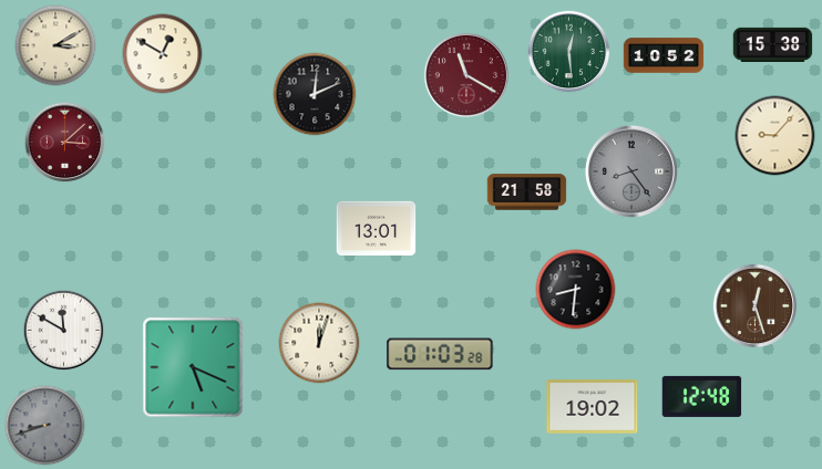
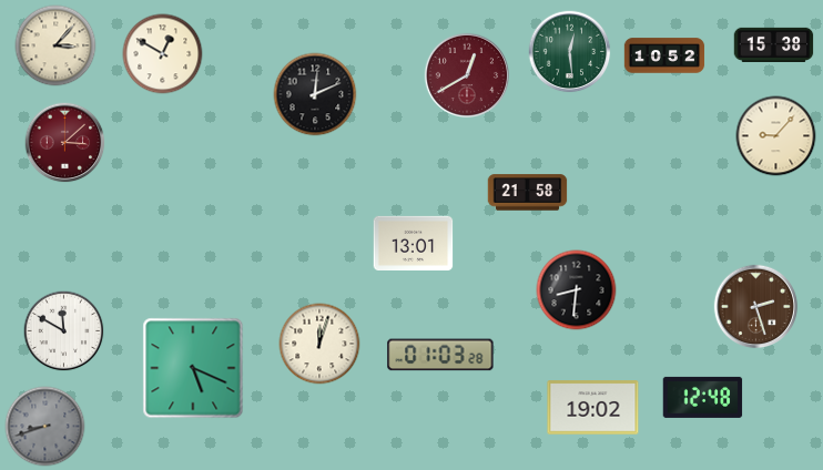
clock at (55, 45): 3:10 -> 3:07
clock at (465, 74): 11:20 -> 12:40
clock at (631, 171): 8:24 -> none
clock at (377, 228) position: (377, 228) -> (414, 243)
clock at (756, 306): 12:27 -> 2:27
